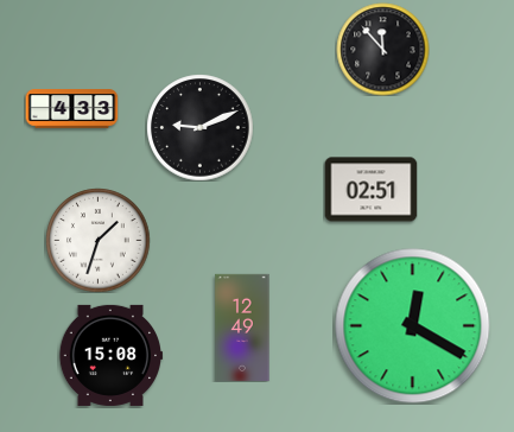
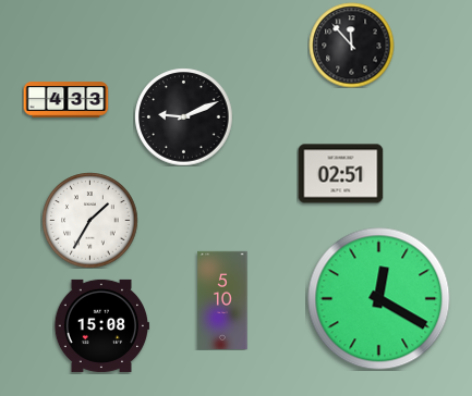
clock at (97, 240): 1:33 -> 1:35
clock at (242, 326): 12:49 -> 5:10
